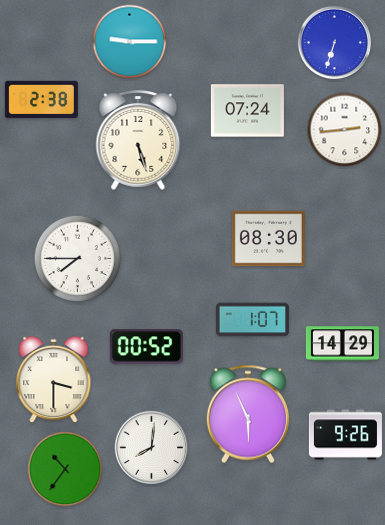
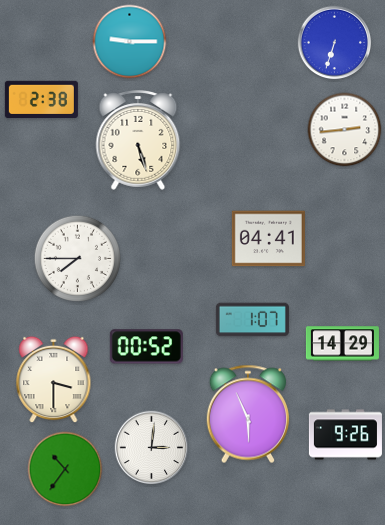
clock at (247, 111): 07:24 -> none
clock at (268, 239): 08:30 -> 04:41
clock at (152, 448): 8:01 -> 3:01
